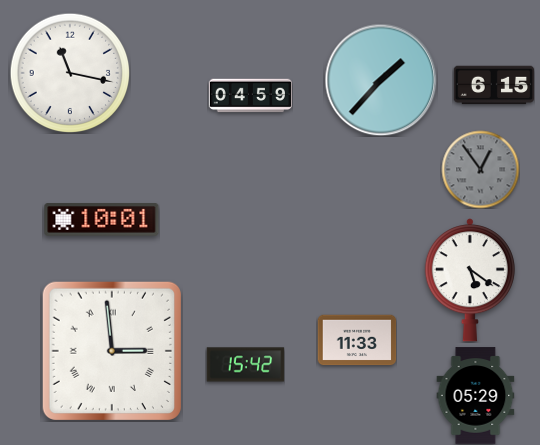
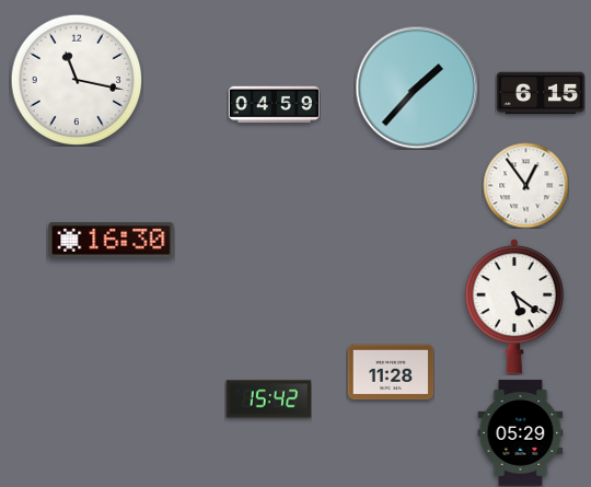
clock at (480, 169) dial: grey -> white
clock at (102, 220): 10:01 -> 16:30
clock at (357, 340): 11:33 -> 11:28
clock at (112, 351): 2:59 -> none
